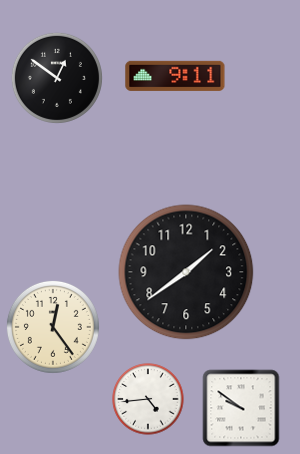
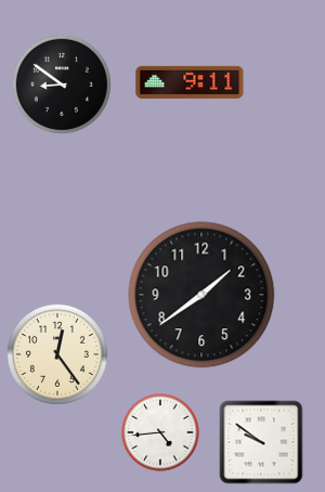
clock at (57, 78): 12:51 -> 8:51
